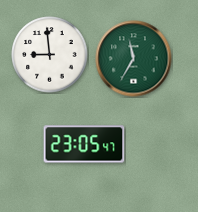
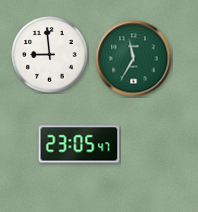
clock at (84, 144) position: (84, 144) -> (79, 144)
